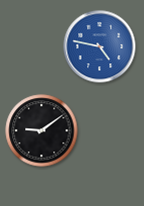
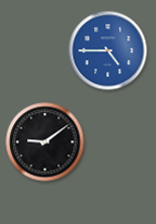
clock at (100, 47): 4:47 -> 4:45
